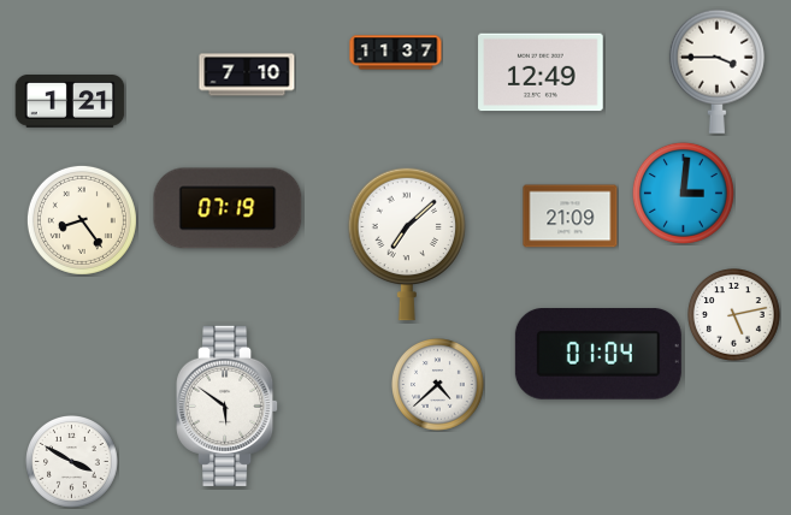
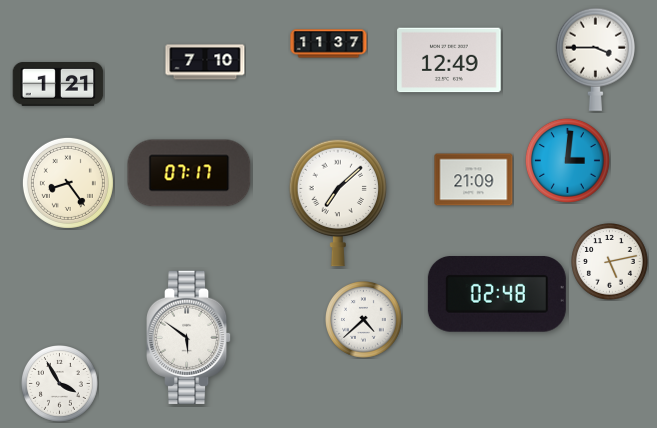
clock at (228, 208): 07:19 -> 07:17
clock at (598, 355): 01:04 -> 02:48
clock at (72, 462): 3:50 -> 3:55
